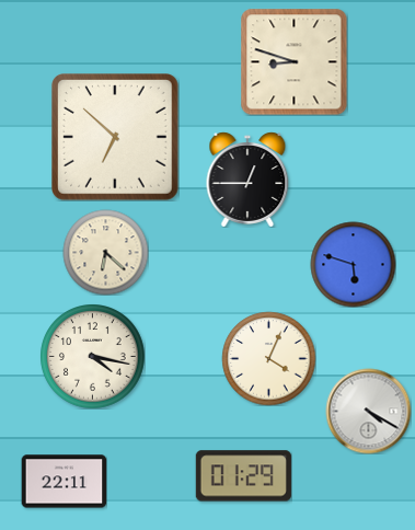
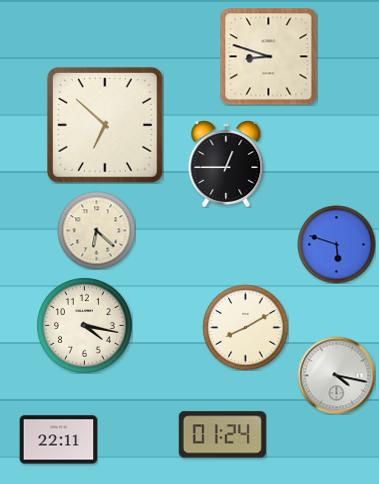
clock at (353, 264) position: (353, 264) -> (336, 244)
clock at (268, 358): 4:04 -> 8:10
clock at (368, 411): 4:20 -> 4:17
clock at (243, 476): 01:29 -> 01:24
